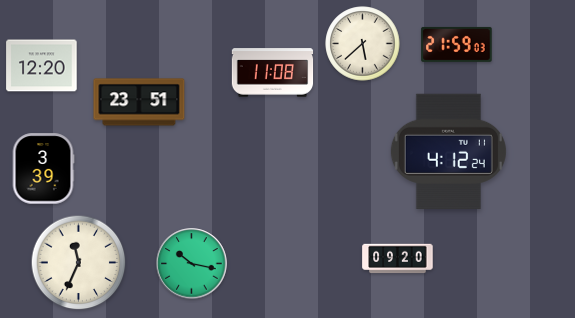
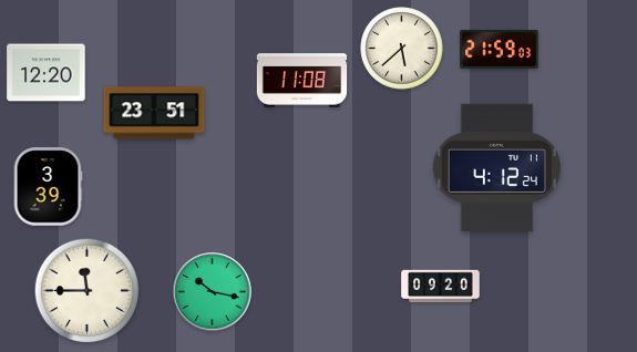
clock at (457, 44) position: (457, 44) -> (500, 49)
clock at (79, 263): 11:34 -> 11:45
